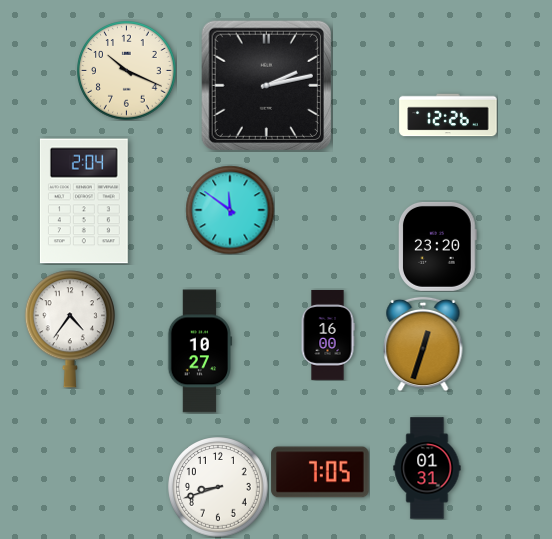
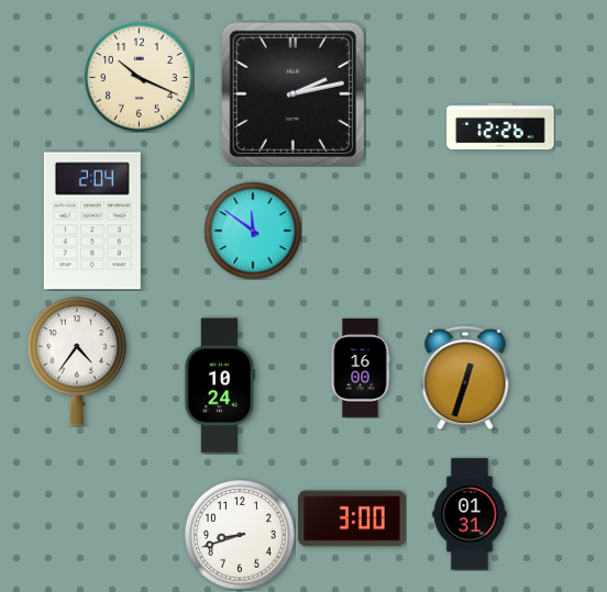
clock at (448, 115) position: (448, 115) -> (500, 126)
clock at (437, 246): 23:20 -> none
clock at (200, 351): 10:27 -> 10:24
clock at (320, 472): 7:05 -> 3:00
